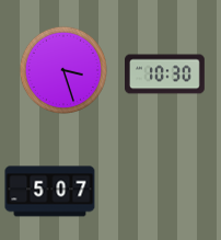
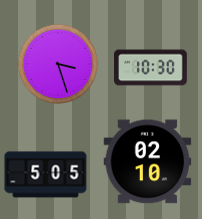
clock at (148, 162): none -> 02:10
clock at (50, 192): 5:07 -> 5:05
